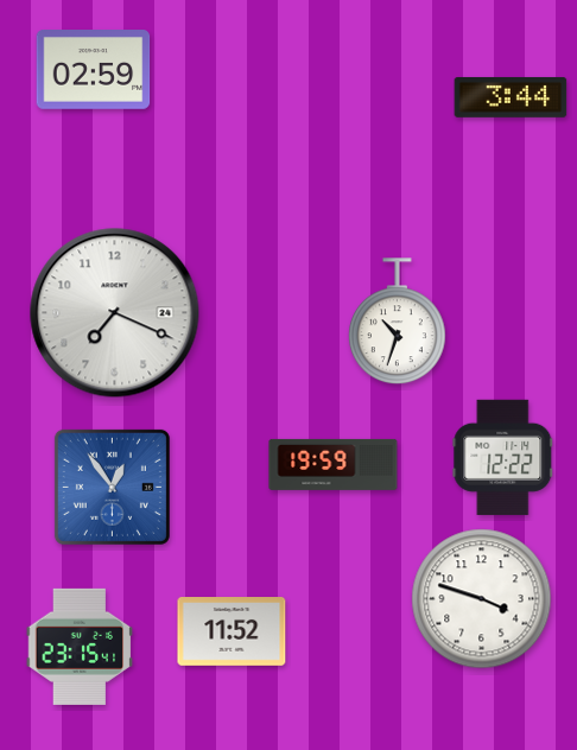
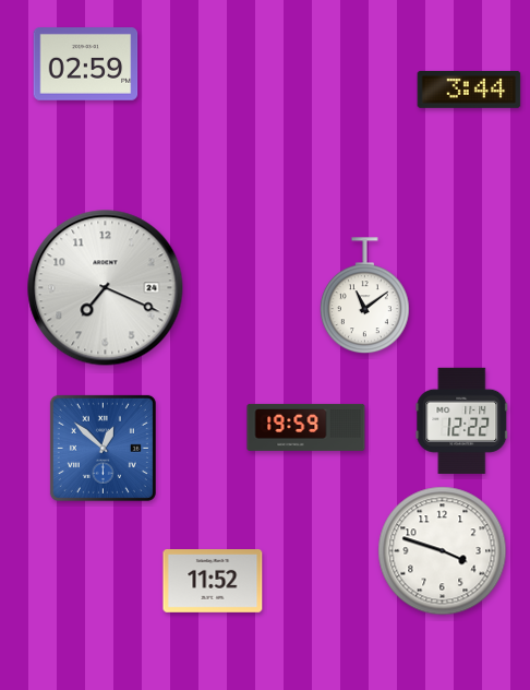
clock at (397, 322): 10:33 -> 11:09
clock at (112, 487): 12:54 -> 12:52
clock at (80, 647): 23:15 -> none
